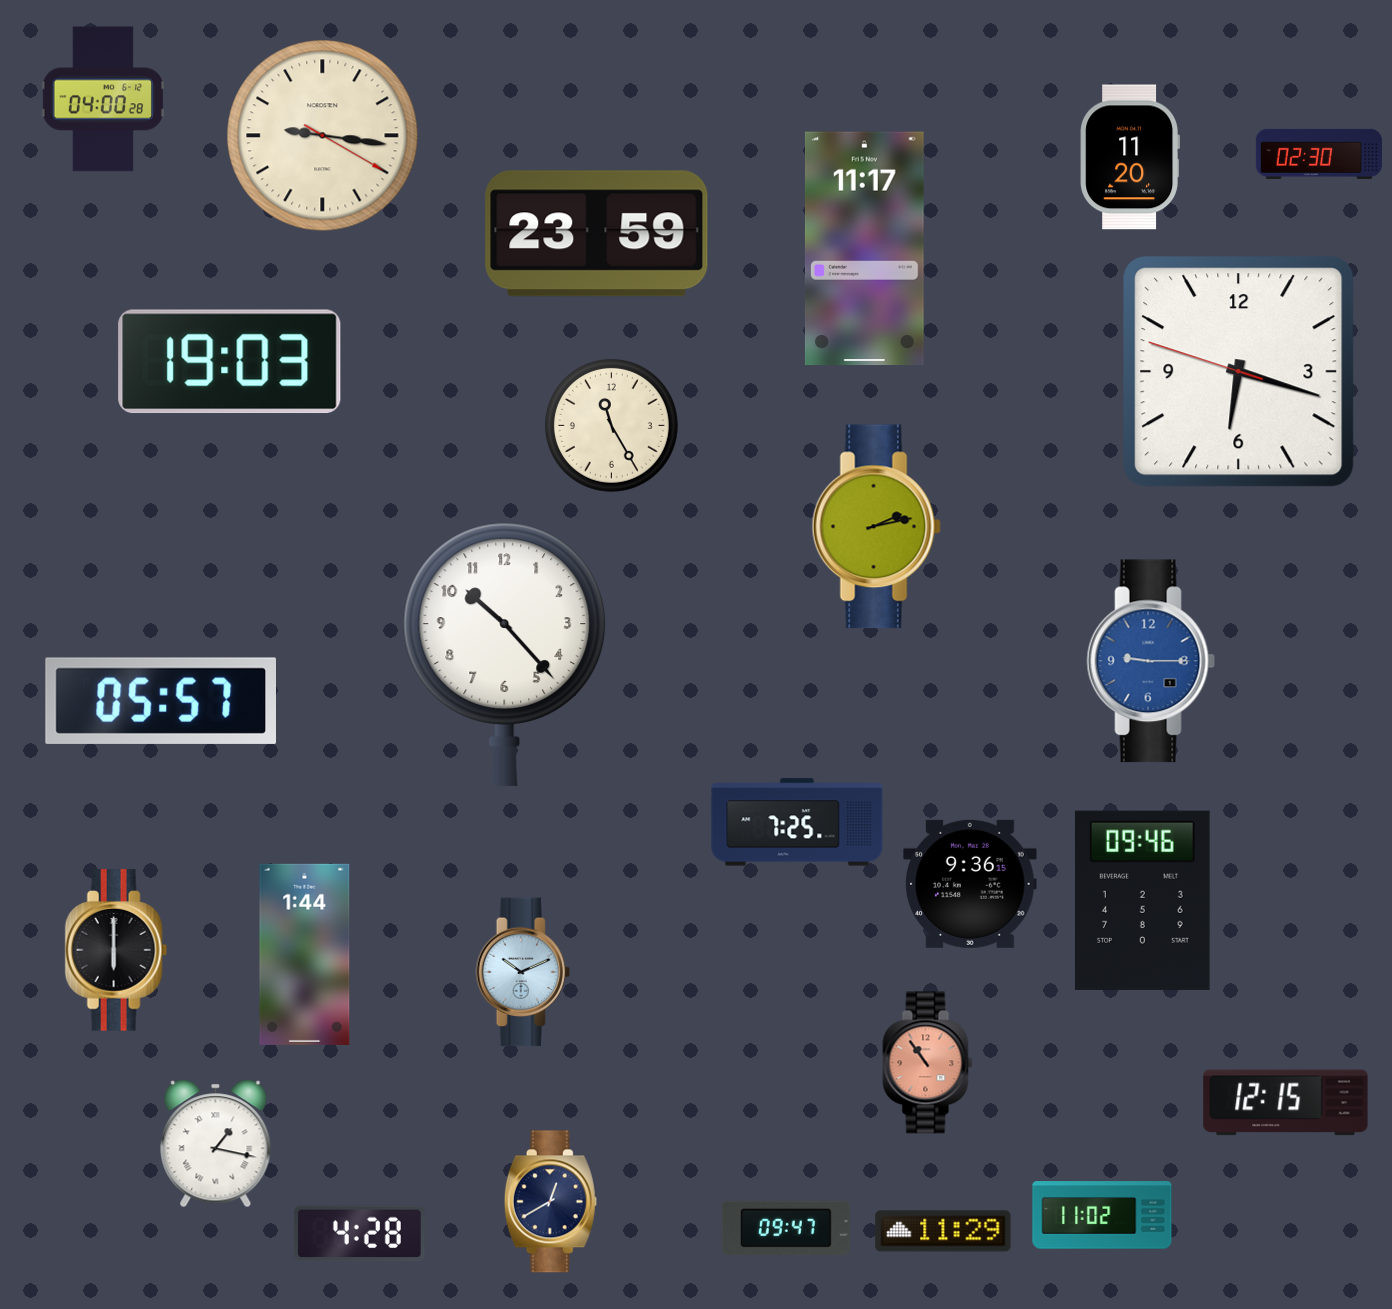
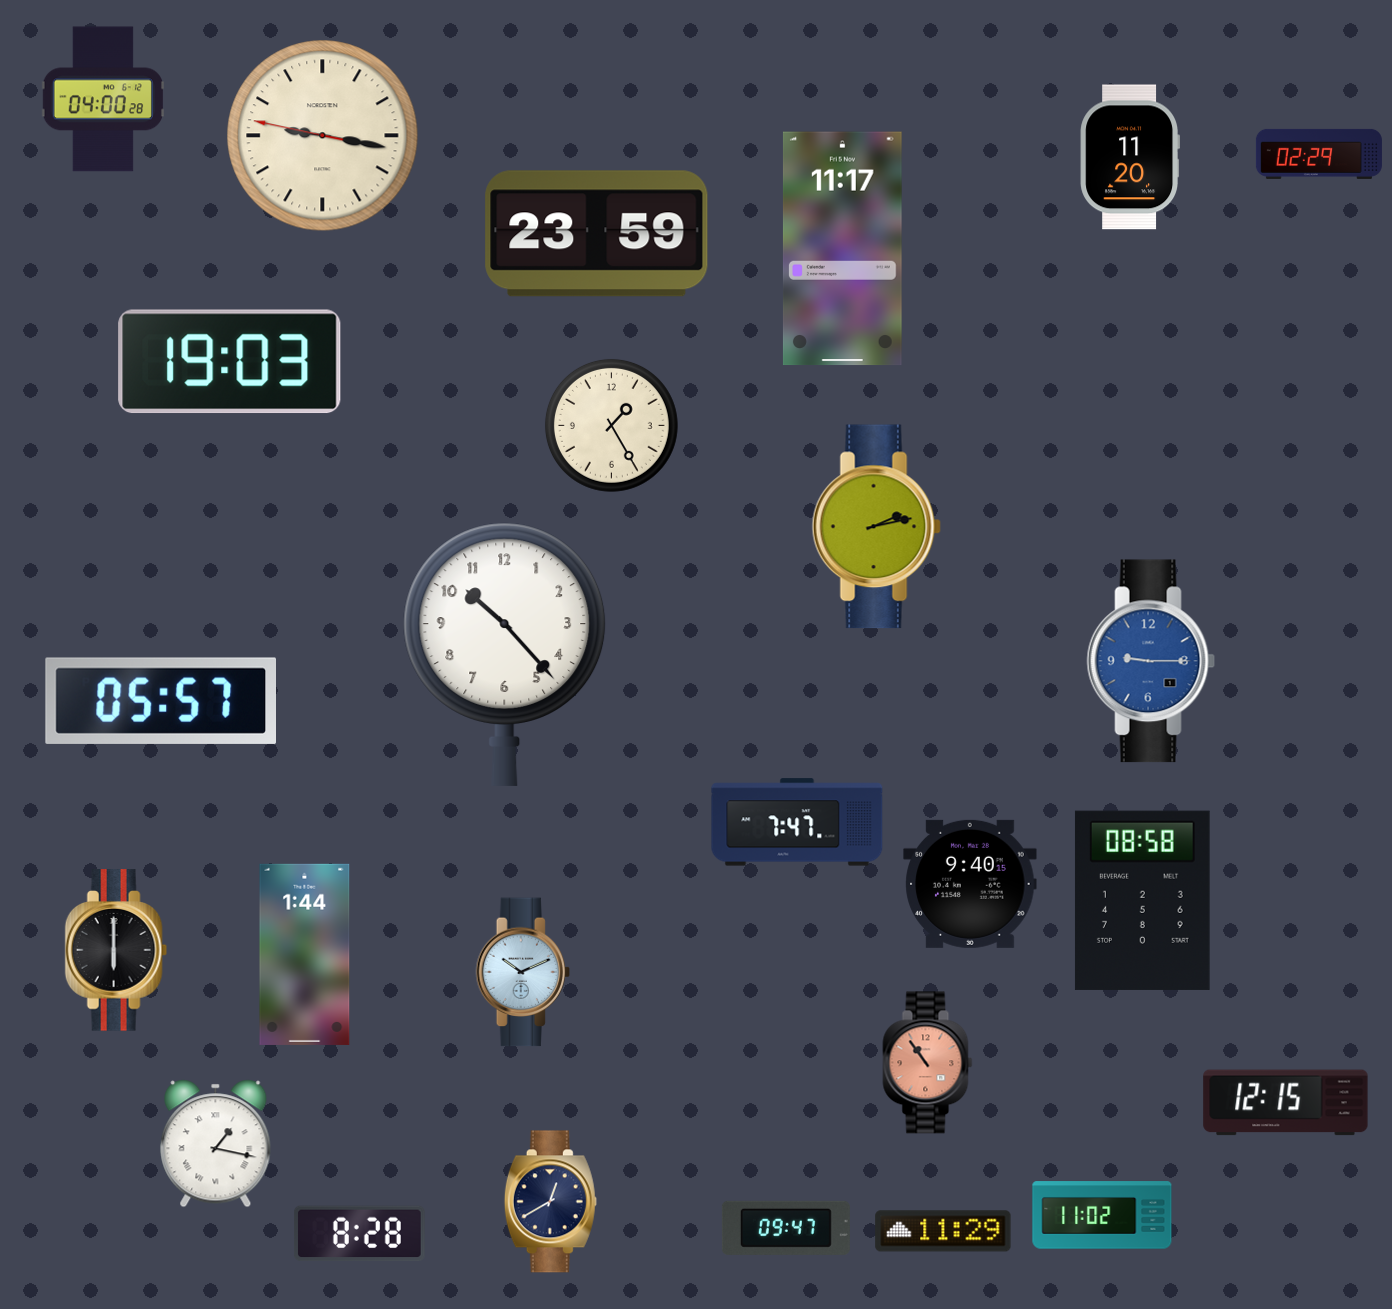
clock at (323, 136): 9:16:20 -> 9:16:47
clock at (1319, 154): 02:30 -> 02:29
clock at (864, 249) position: (864, 249) -> (842, 249)
clock at (1239, 372): 6:17 -> none
clock at (611, 425): 11:25 -> 1:25
clock at (797, 822): 7:25 -> 7:47
clock at (970, 884): 9:36 -> 9:40
clock at (1142, 900): 09:46 -> 08:58
clock at (359, 1234): 4:28 -> 8:28
